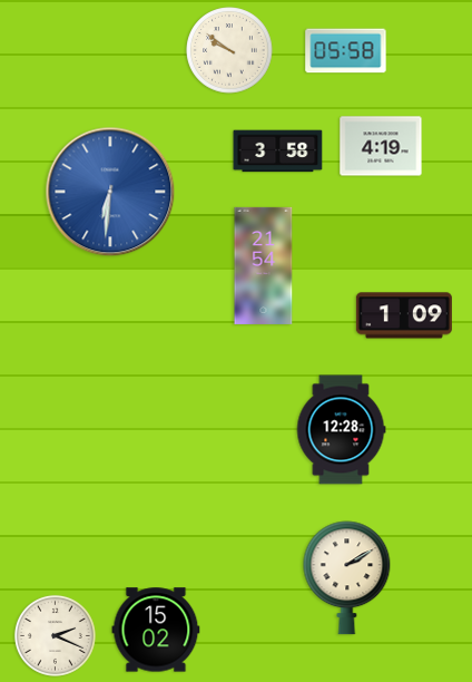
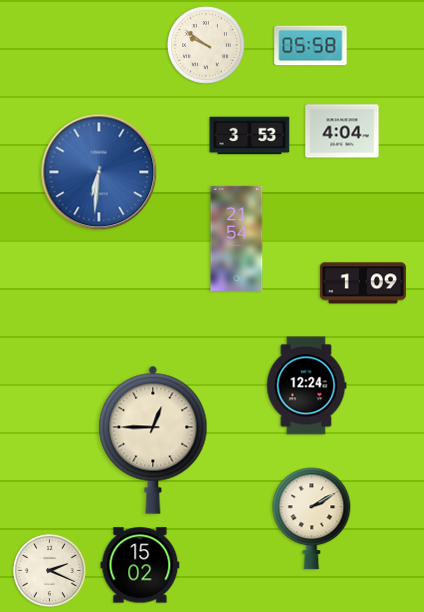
clock at (381, 146): 4:19 -> 4:04
clock at (278, 152): 3:58 -> 3:53
clock at (341, 430): 12:28 -> 12:24
clock at (153, 440): none -> 12:45
